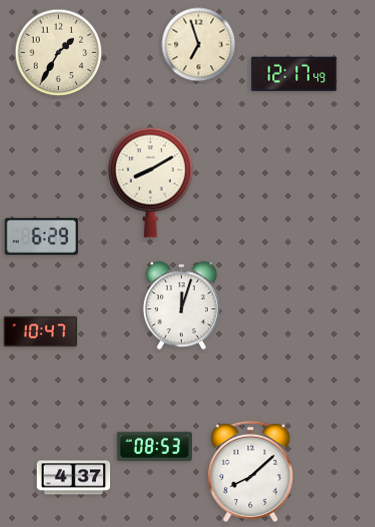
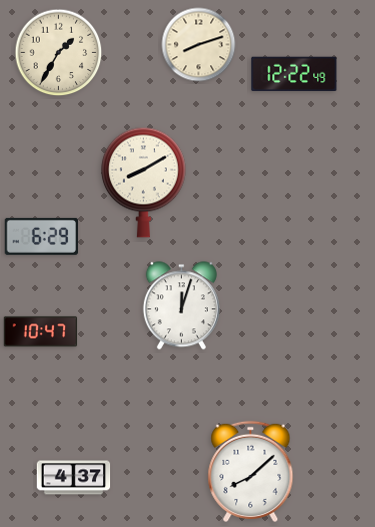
clock at (199, 45): 6:57 -> 8:12
clock at (294, 74): 12:17 -> 12:22
clock at (151, 182) position: (151, 182) -> (144, 182)
clock at (154, 447): 08:53 -> none
